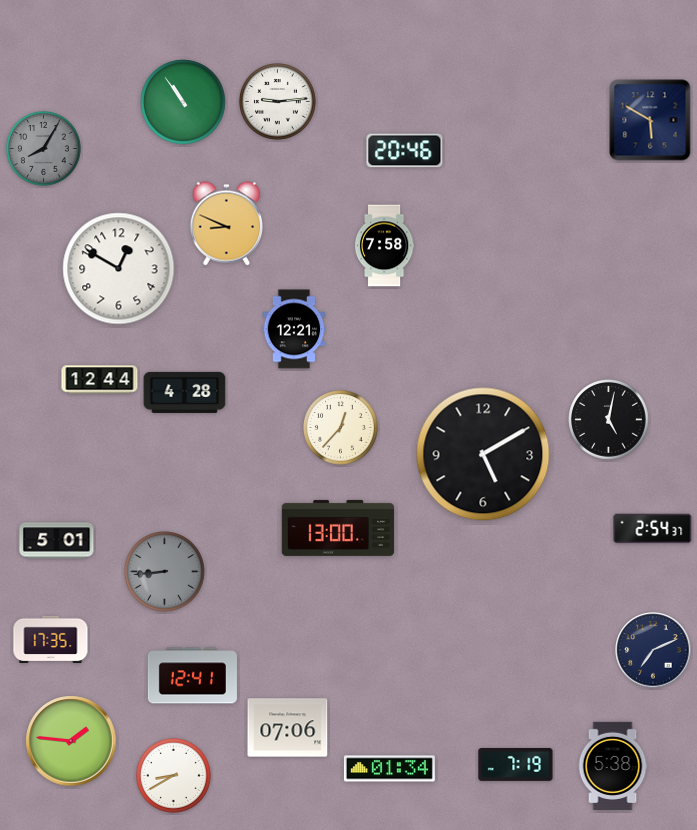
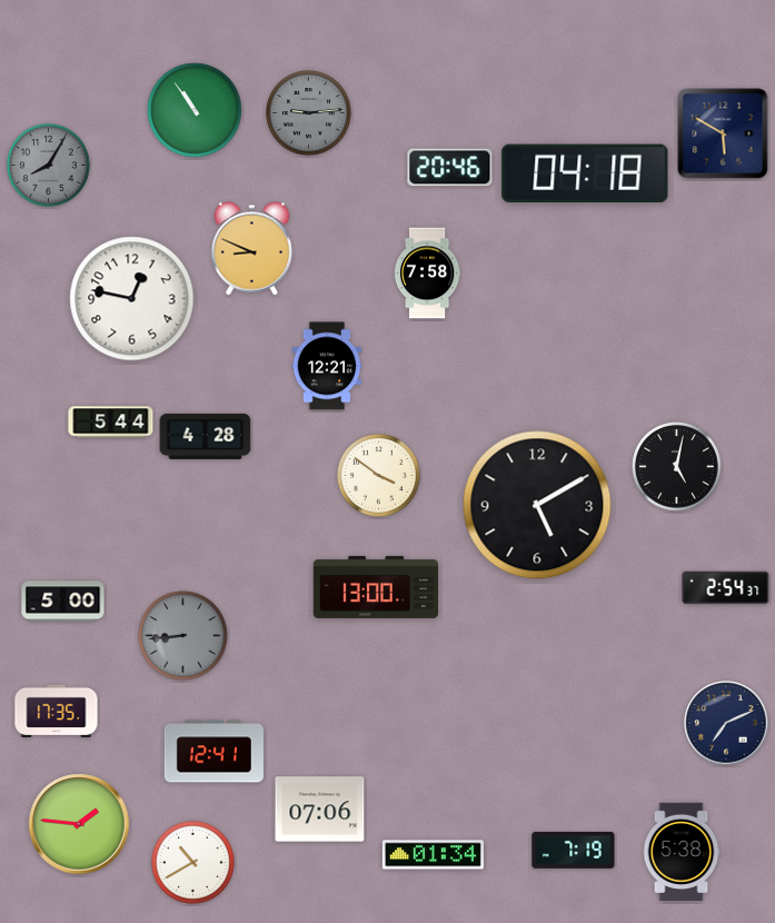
clock at (183, 102) position: (183, 102) -> (195, 110)
clock at (278, 102) dial: white -> grey
clock at (585, 172): none -> 04:18
clock at (119, 269): 12:50 -> 12:47
clock at (100, 380): 12:44 -> 5:44
clock at (341, 428): 12:37 -> 3:51
clock at (57, 541): 5:01 -> 5:00
clock at (174, 776): 8:40 -> 10:40
